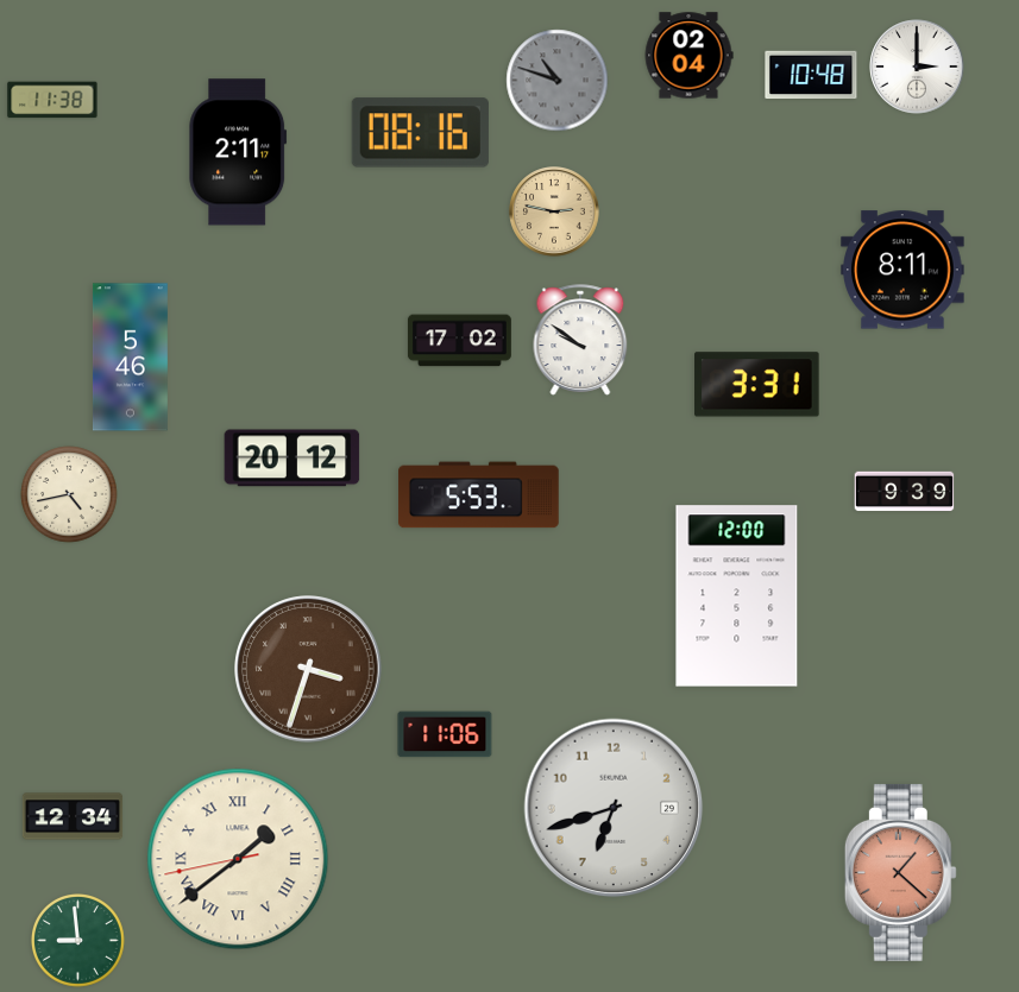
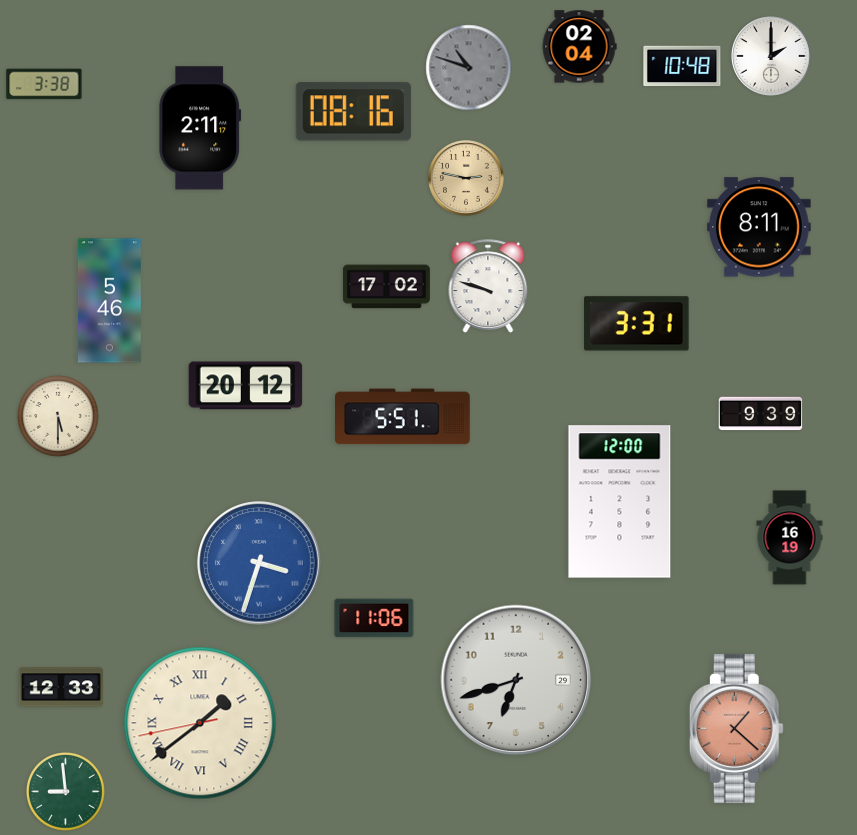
clock at (917, 67): 3:00 -> 2:00
clock at (811, 75) position: (811, 75) -> (682, 66)
clock at (52, 100): 11:38 -> 3:38
clock at (580, 340): 9:51 -> 9:48
clock at (69, 494): 4:43 -> 5:30
clock at (479, 495): 5:53 -> 5:51
clock at (790, 538): none -> 16:19
clock at (308, 669) dial: brown -> blue
clock at (73, 816): 12:34 -> 12:33
clock at (900, 872) position: (900, 872) -> (736, 728)
